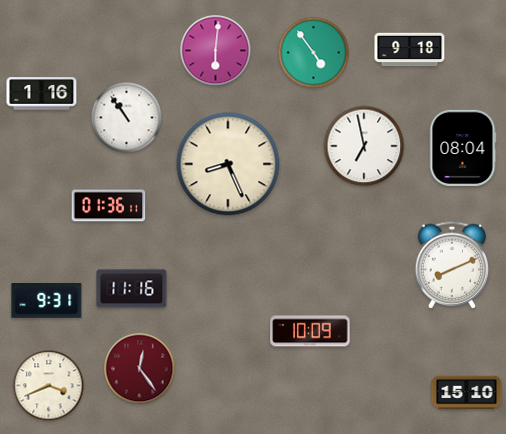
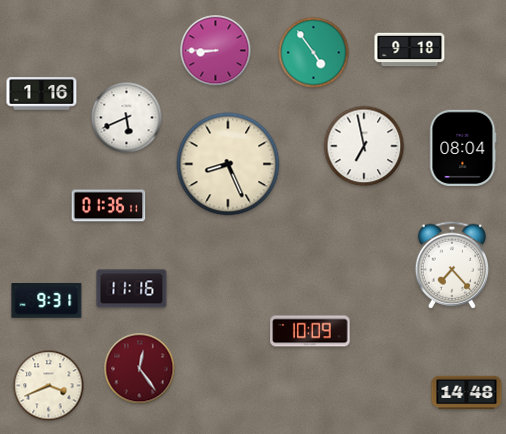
clock at (216, 51): 6:01 -> 8:45
clock at (127, 118): 10:54 -> 5:41
clock at (451, 265): 8:11 -> 7:23
clock at (467, 393): 15:10 -> 14:48
